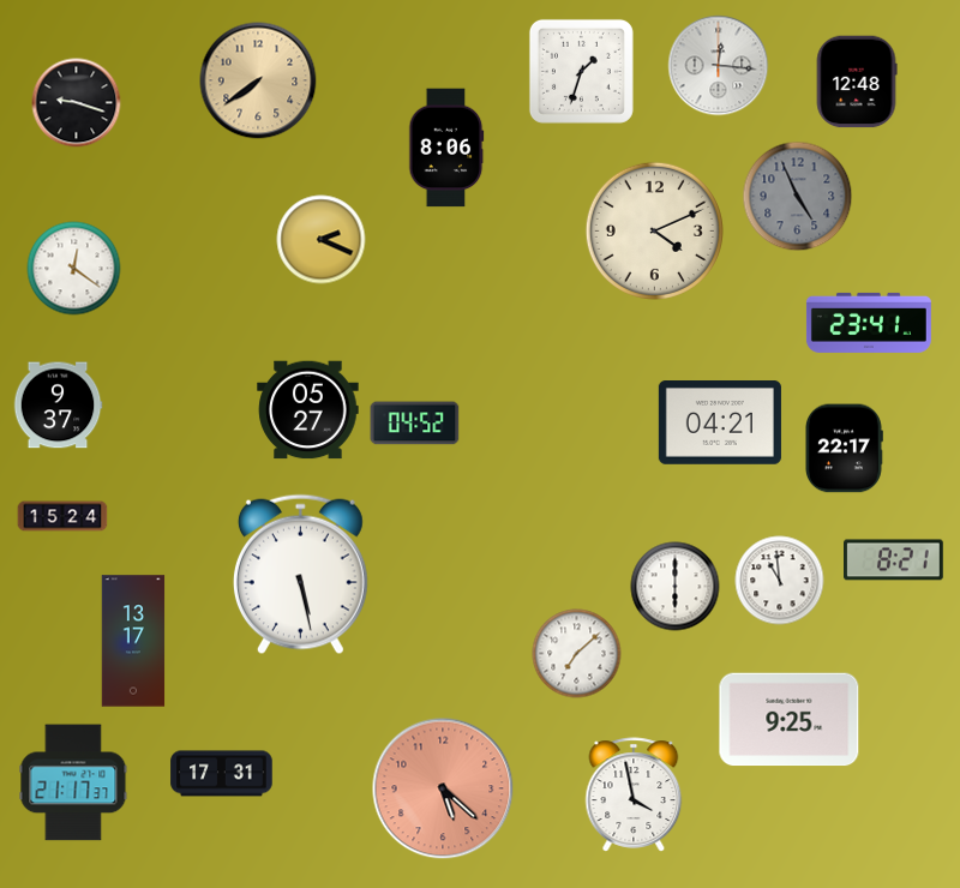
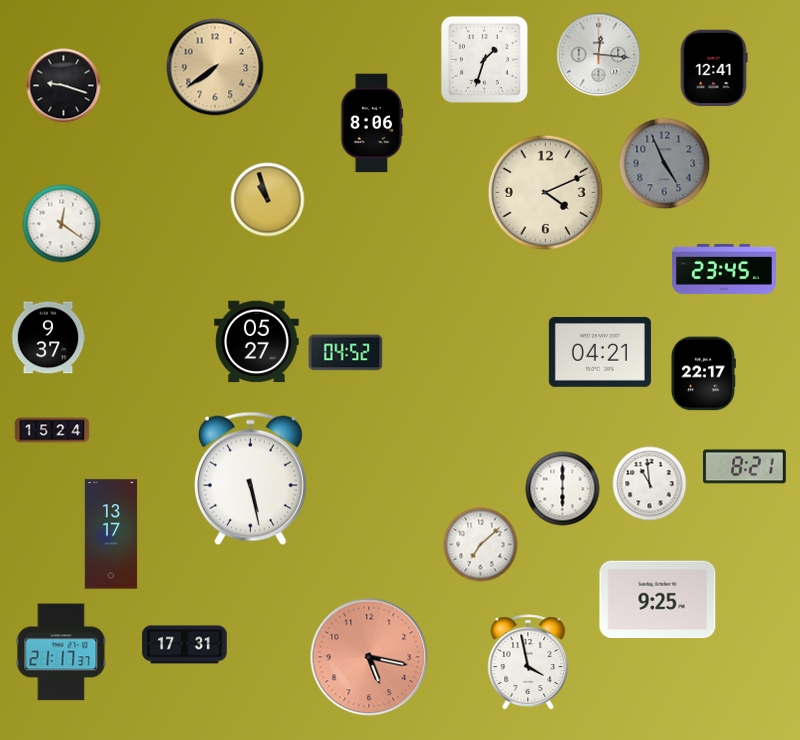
clock at (857, 82): 12:48 -> 12:41
clock at (322, 240): 2:19 -> 10:57
clock at (869, 323): 23:41 -> 23:45
clock at (443, 788): 5:22 -> 5:17
